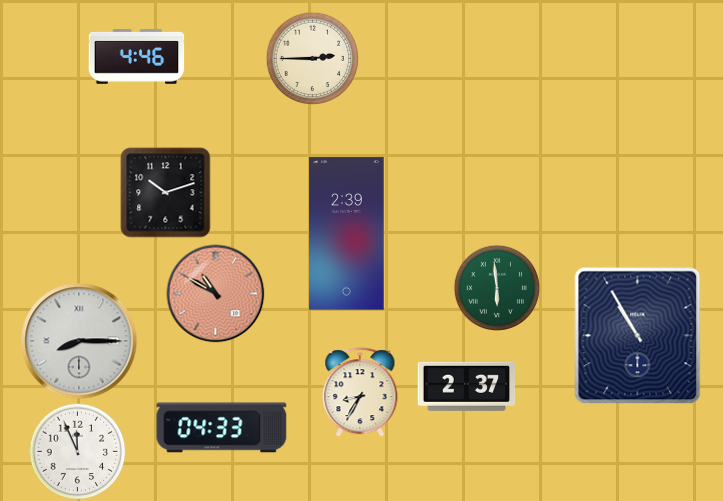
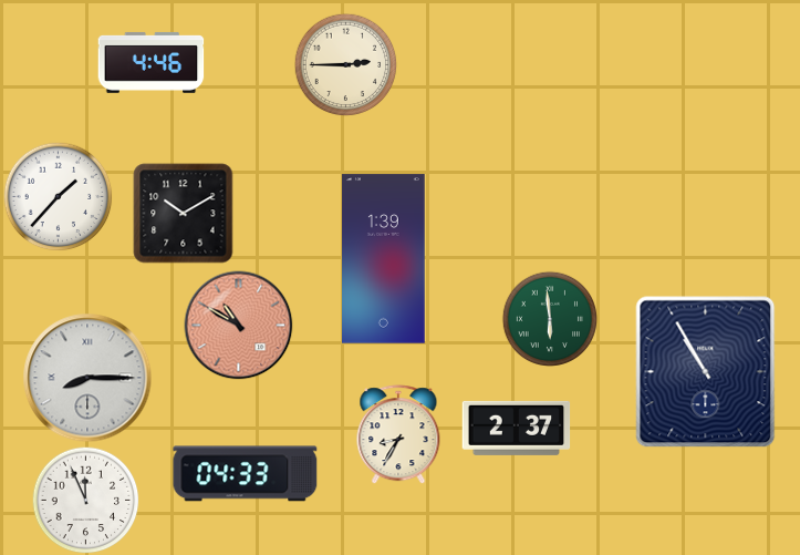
clock at (59, 197): none -> 1:37
clock at (166, 193): 10:12 -> 10:10
clock at (347, 234): 2:39 -> 1:39
